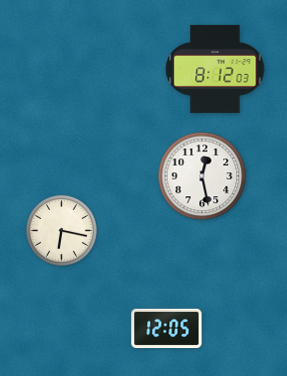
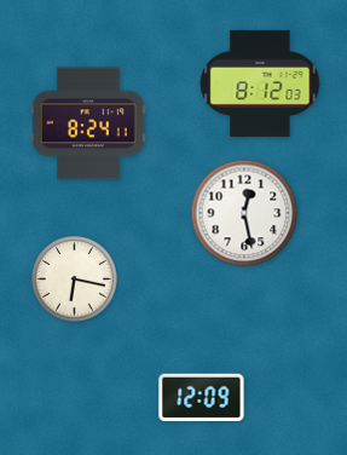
clock at (88, 123): none -> 8:24
clock at (167, 329): 12:05 -> 12:09
